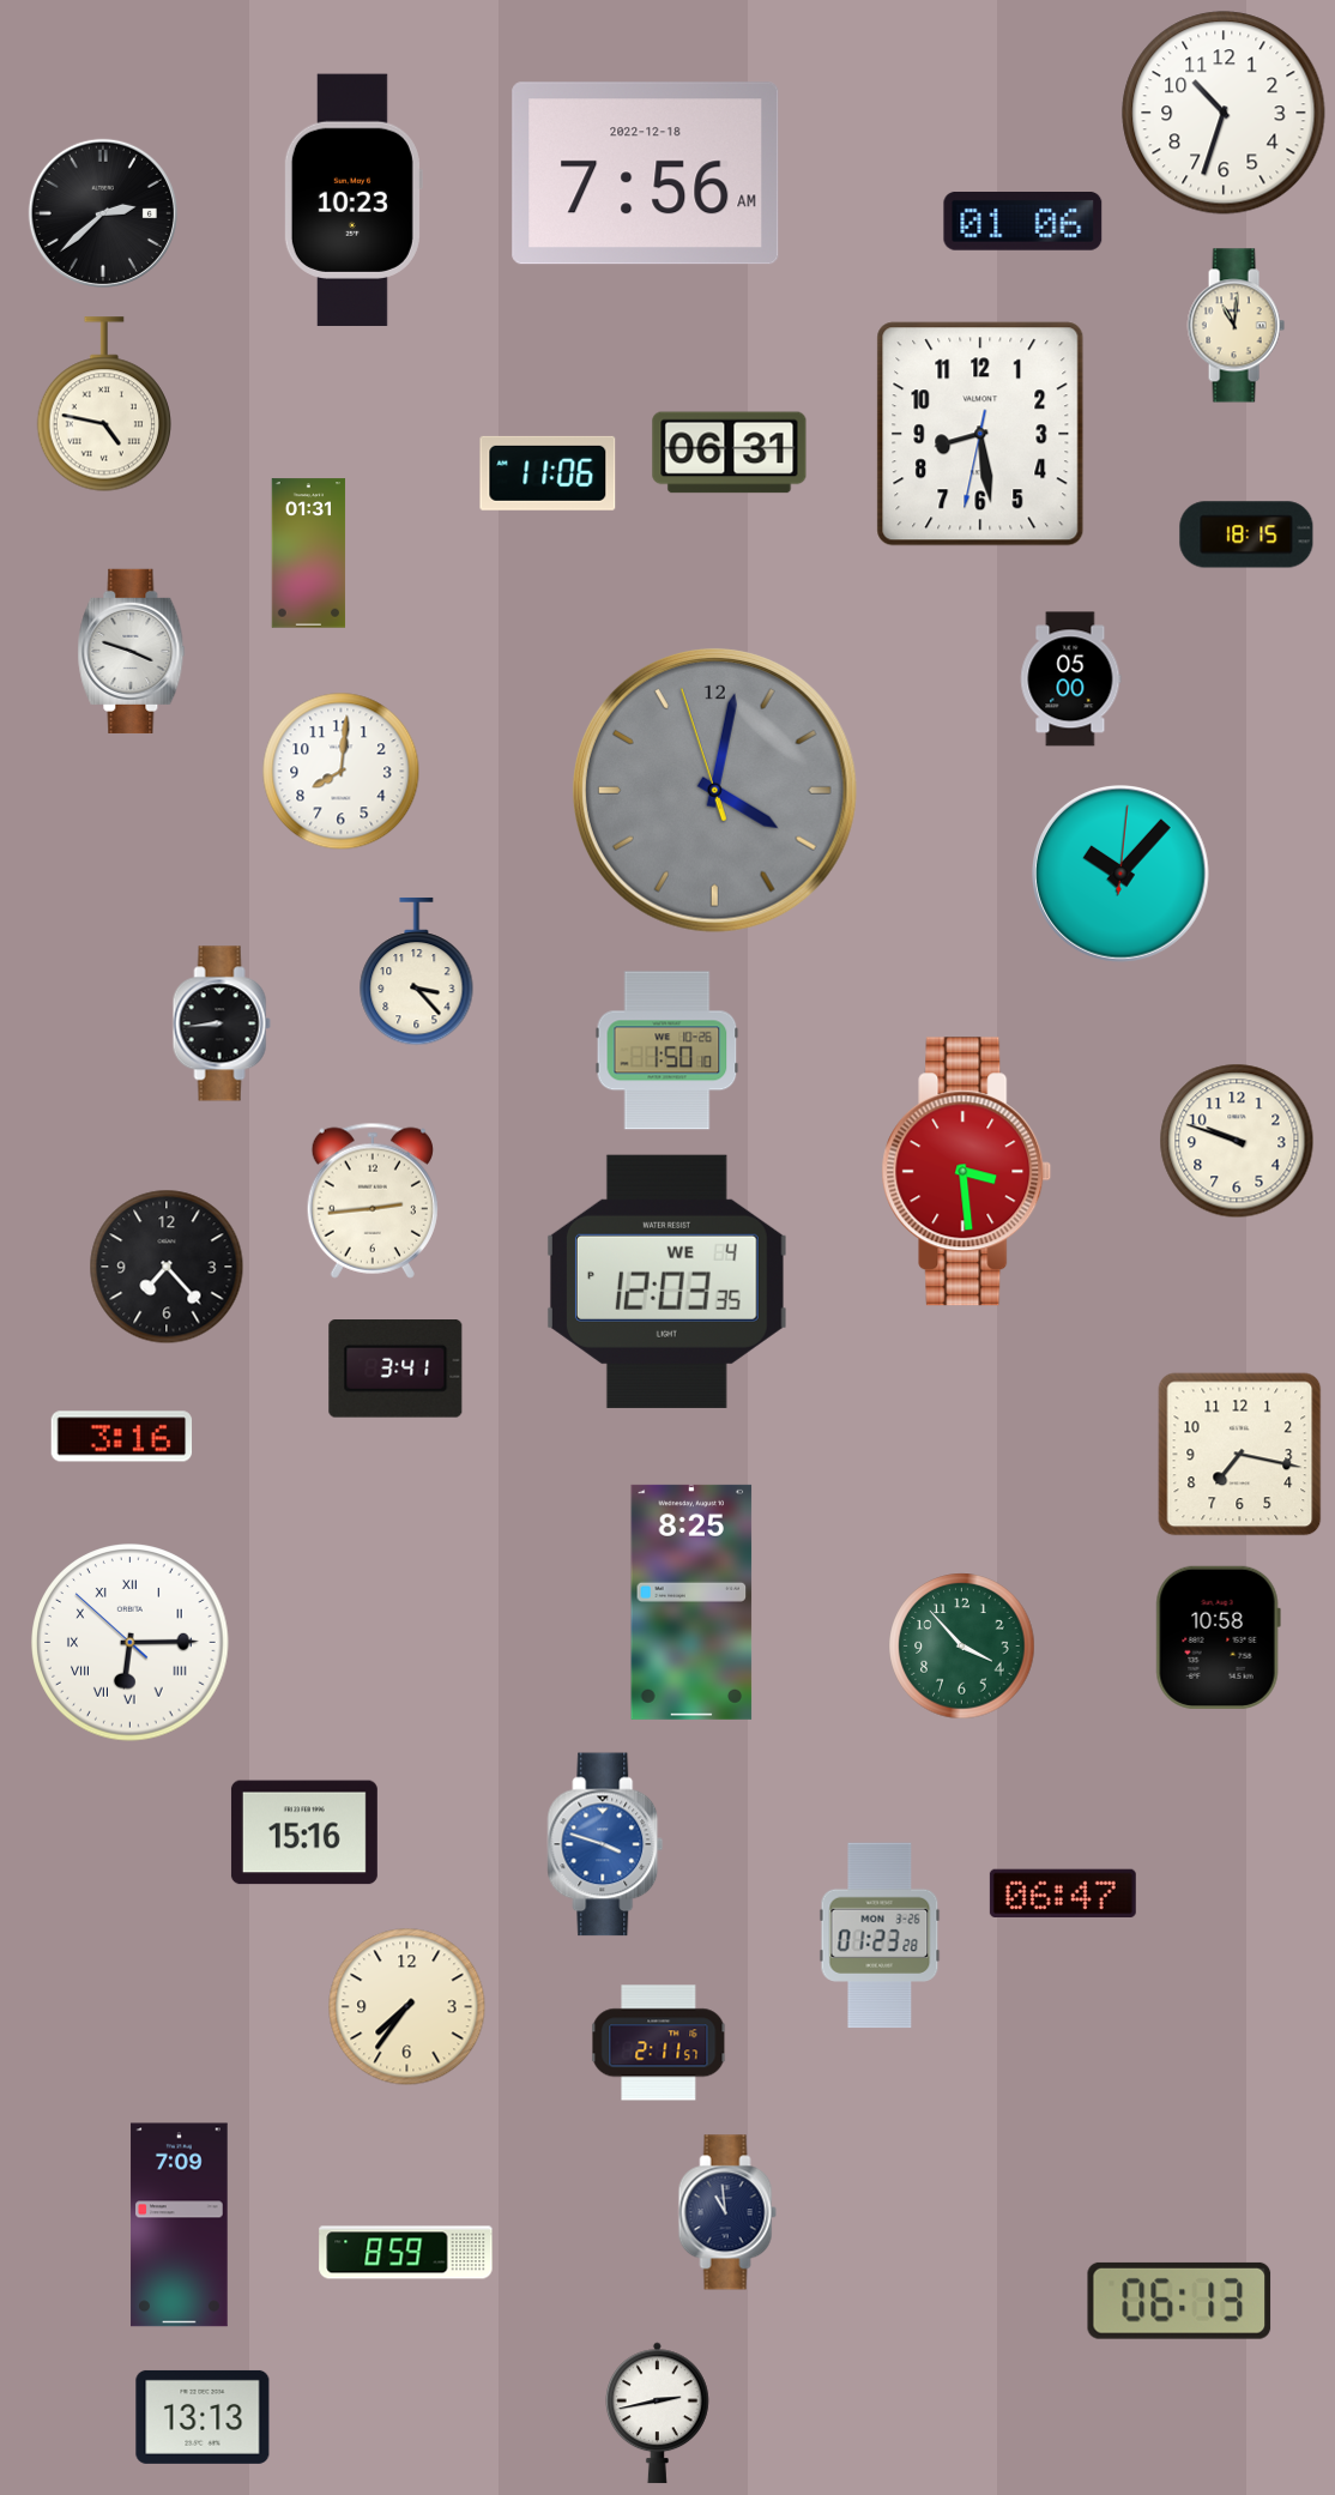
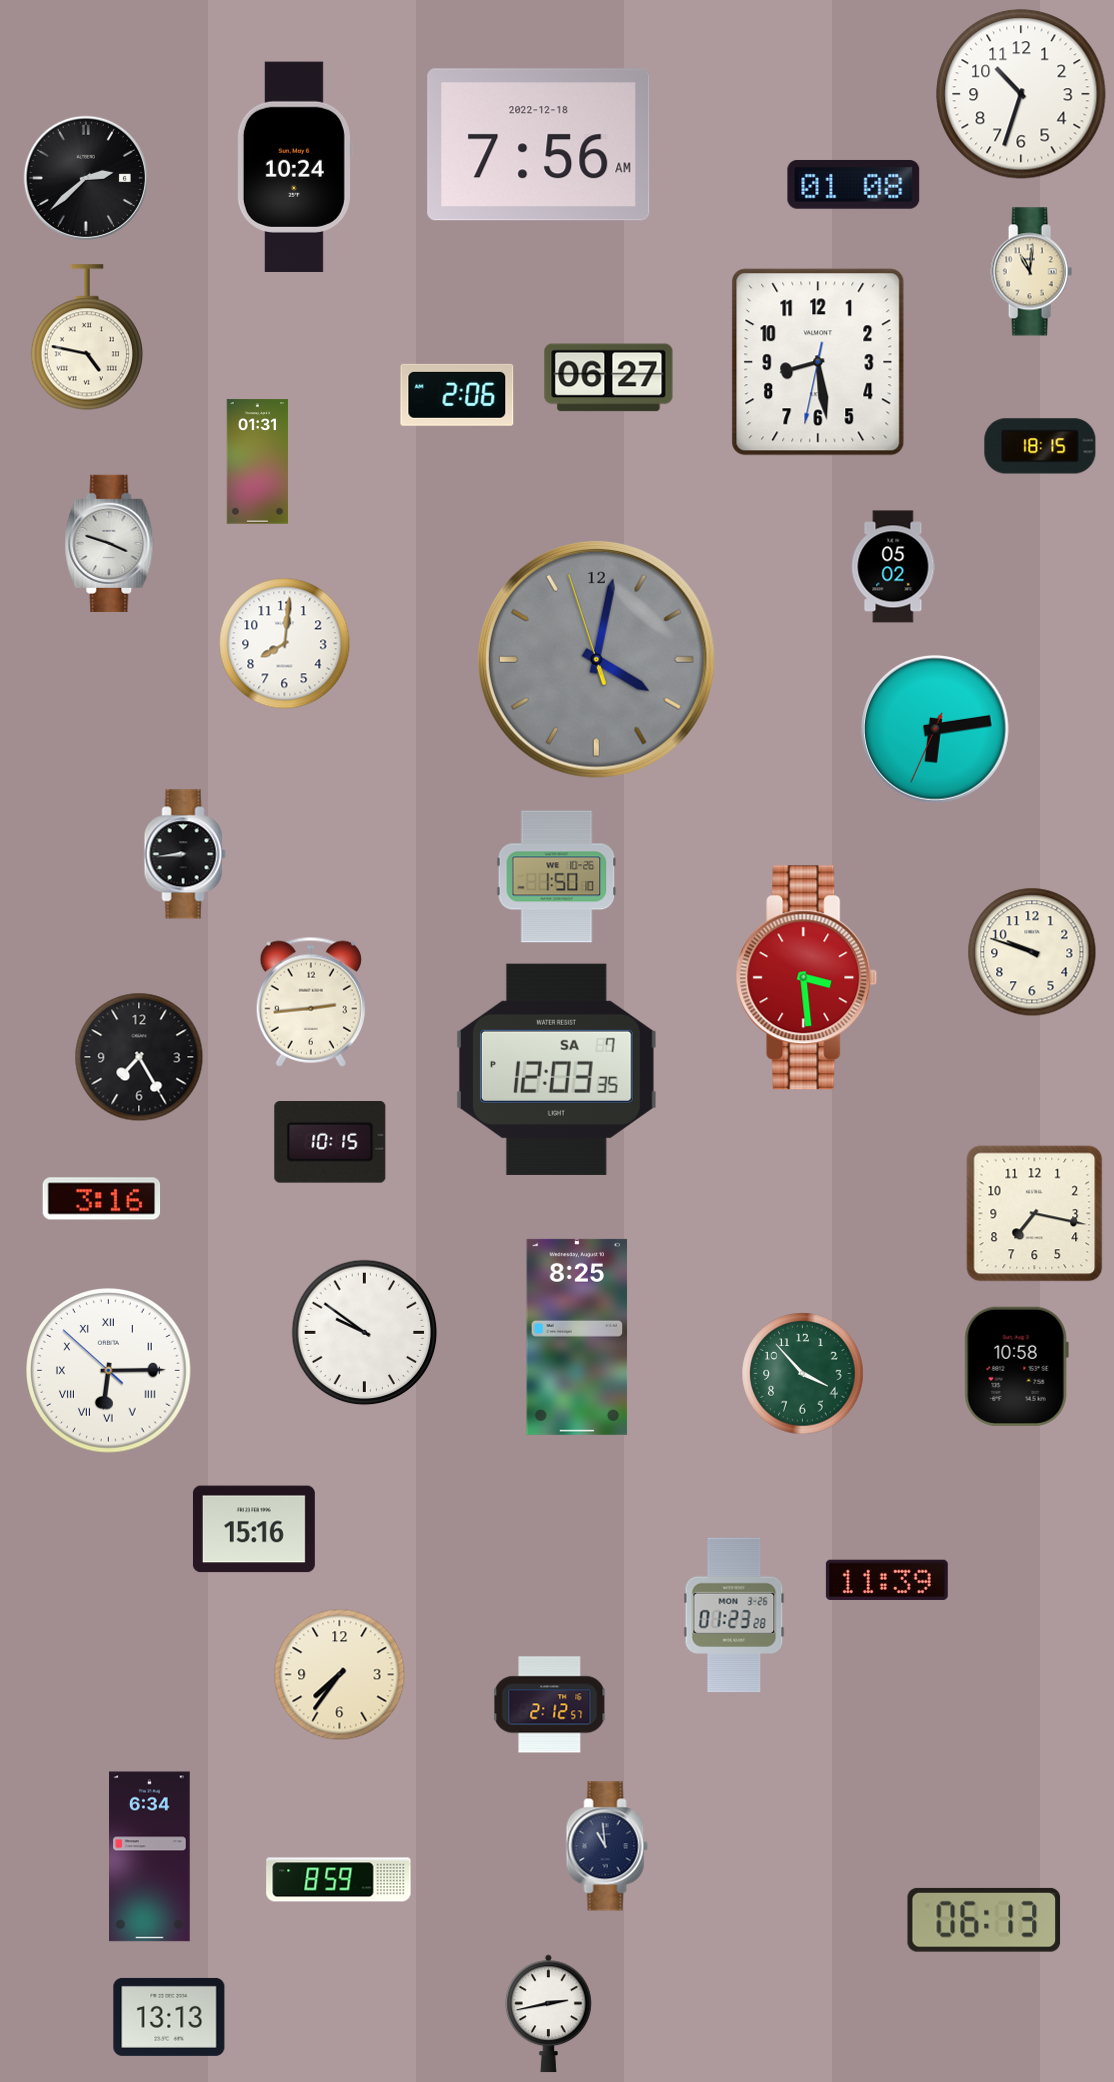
clock at (352, 200): 10:23 -> 10:24
clock at (1023, 220): 01:06 -> 01:08
clock at (730, 453): 06:31 -> 06:27
clock at (548, 473): 11:06 -> 2:06
clock at (1071, 679): 05:00 -> 05:02
clock at (1120, 874): 10:07 -> 6:13
clock at (417, 972): 3:23 -> none
clock at (167, 1267): 7:23 -> 7:25
clock at (666, 1281) date: WE 4 -> SA 7
clock at (395, 1370): 3:41 -> 10:15
clock at (365, 1333): none -> 9:51
clock at (605, 1844): 3:48 -> none
clock at (1063, 1893): 06:47 -> 11:39
clock at (659, 2043): 2:11 -> 2:12
clock at (180, 2225): 7:09 -> 6:34
